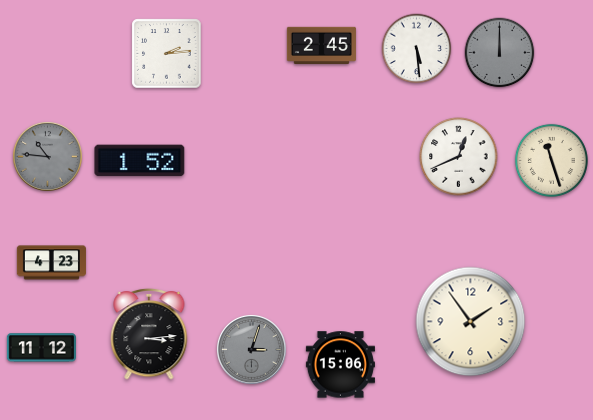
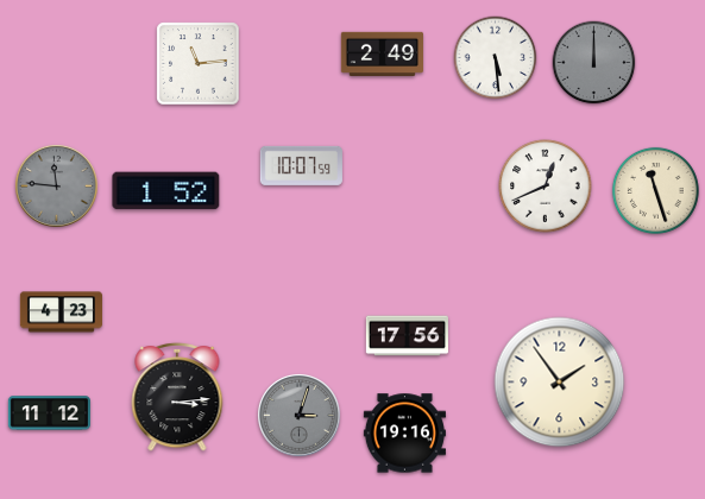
clock at (321, 45): 2:45 -> 2:49
clock at (167, 54): 2:14 -> 11:14
clock at (301, 165): none -> 10:07
clock at (47, 156): 10:46 -> 11:46
clock at (407, 336): none -> 17:56
clock at (340, 365): 15:06 -> 19:16
